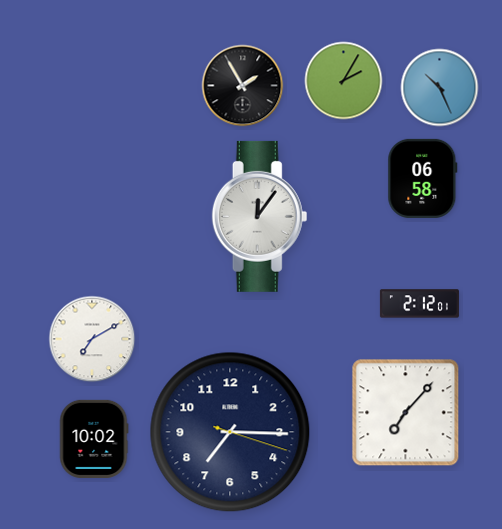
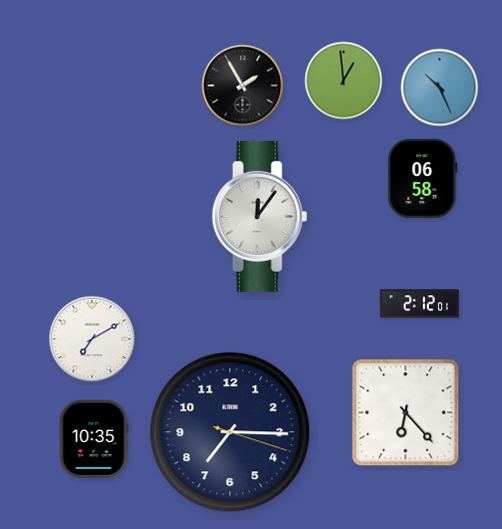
clock at (344, 81): 2:05 -> 12:59
clock at (406, 413): 7:07 -> 6:23
clock at (94, 439): 10:02 -> 10:35
